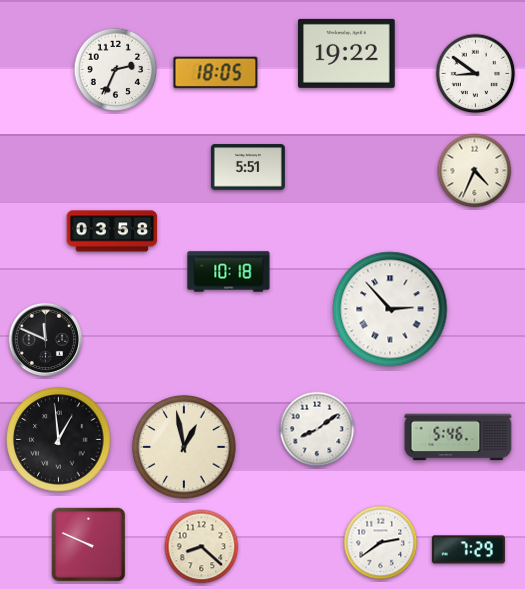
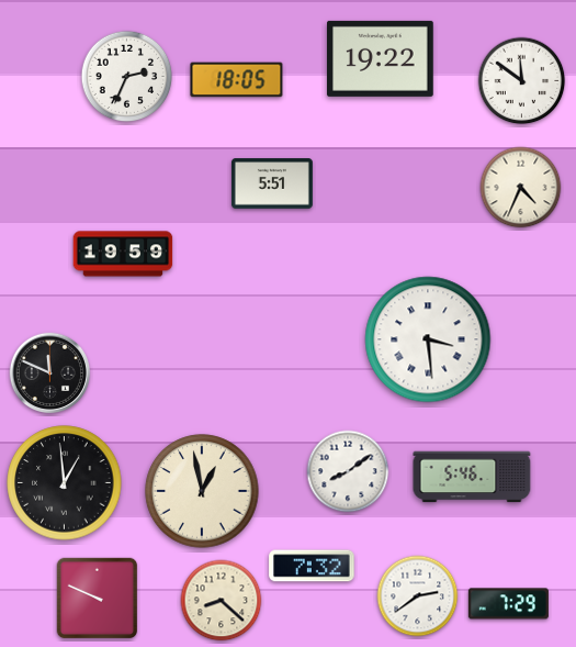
clock at (476, 74): 8:51 -> 11:51
clock at (112, 231): 03:58 -> 19:59
clock at (229, 272): 10:18 -> none
clock at (390, 309): 2:53 -> 3:29
clock at (458, 437) position: (458, 437) -> (472, 477)
clock at (312, 566): none -> 7:32
clock at (468, 550) position: (468, 550) -> (508, 604)
